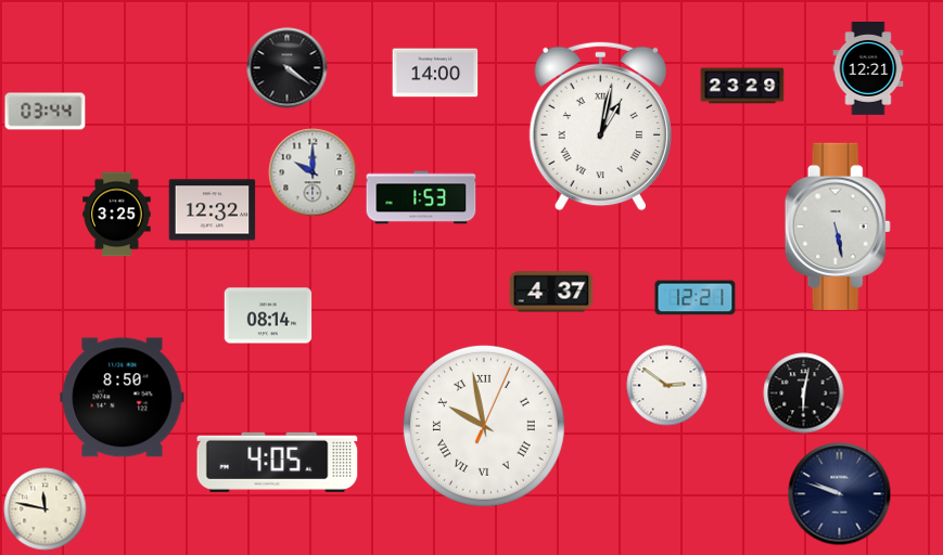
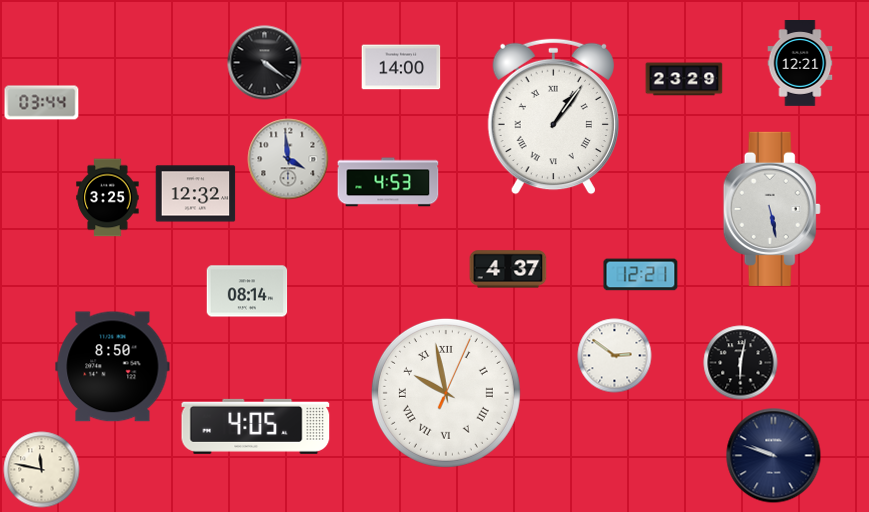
clock at (600, 127): 1:02 -> 1:06
clock at (313, 172): 10:00 -> 3:59
clock at (421, 197): 1:53 -> 4:53
